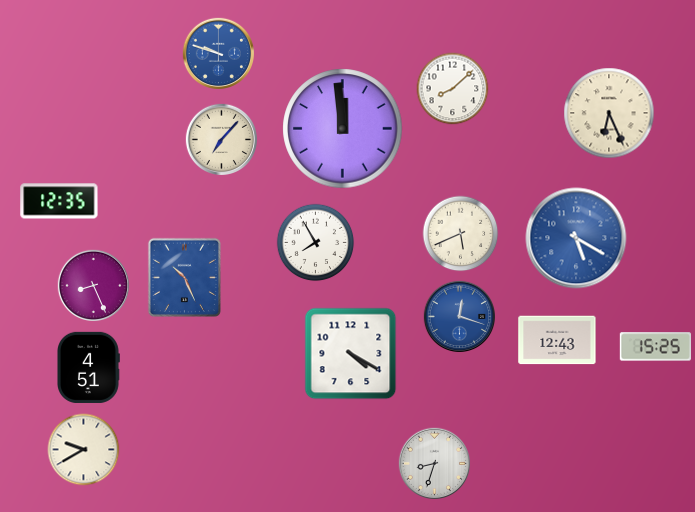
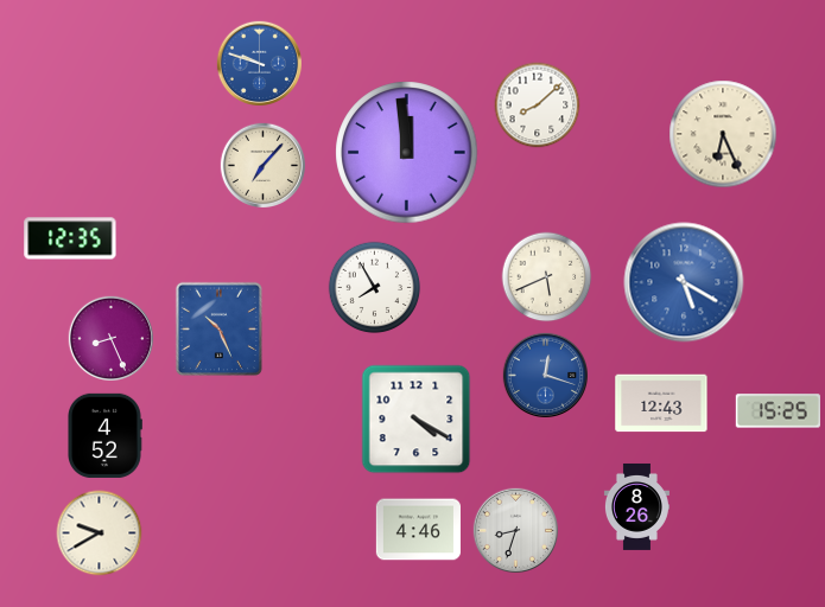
clock at (89, 367): 4:51 -> 4:52
clock at (636, 506): none -> 8:26
clock at (418, 530): none -> 4:46
clock at (434, 463) position: (434, 463) -> (515, 530)
